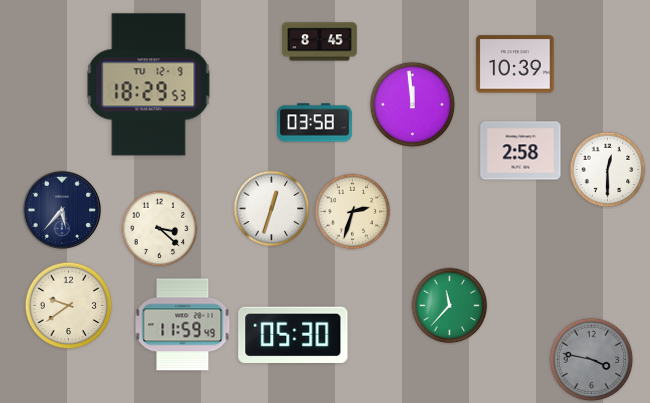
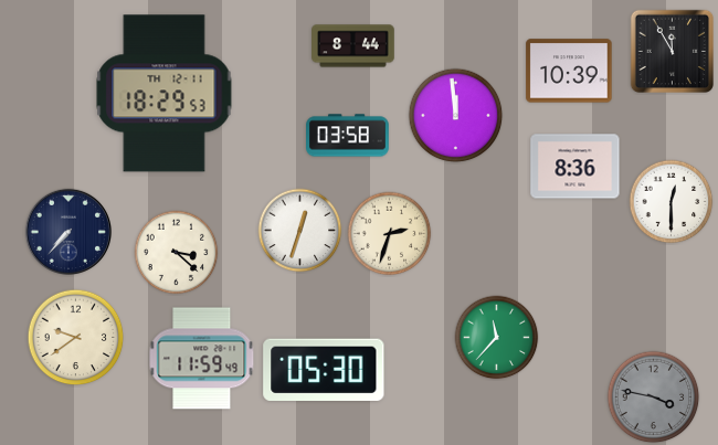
clock at (320, 42): 8:45 -> 8:44
clock at (672, 51): none -> 11:55
clock at (149, 85) date: TU 12-9 -> TH 12-11
clock at (521, 151): 2:58 -> 8:36
clock at (608, 170) position: (608, 170) -> (672, 202)
clock at (61, 209): 5:37 -> 7:37
